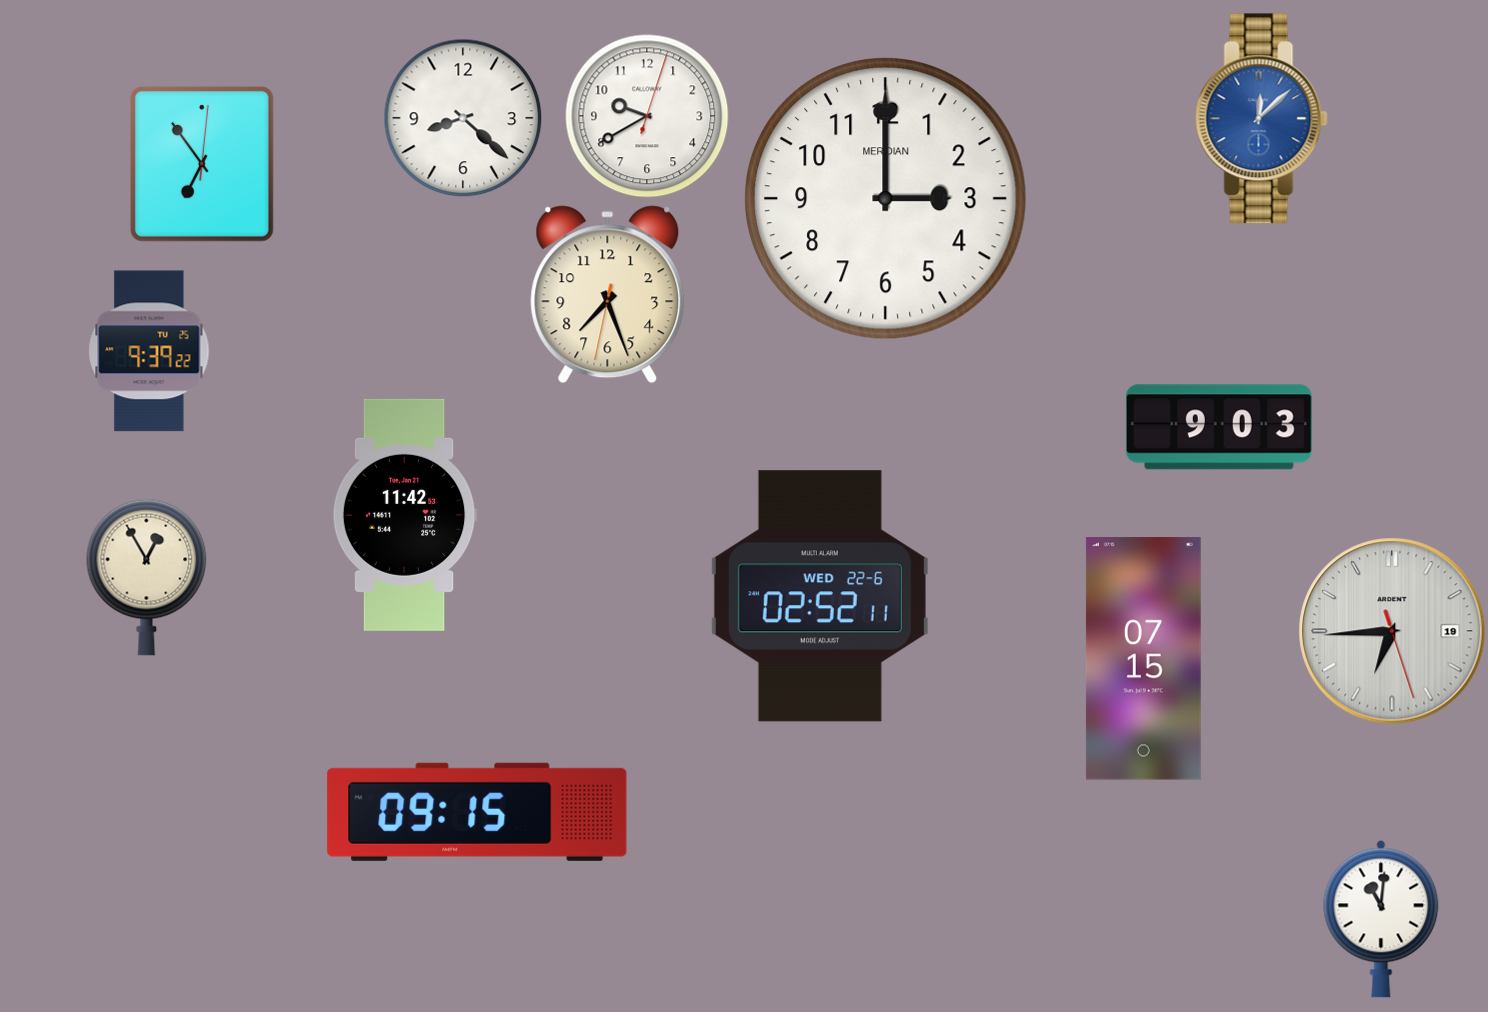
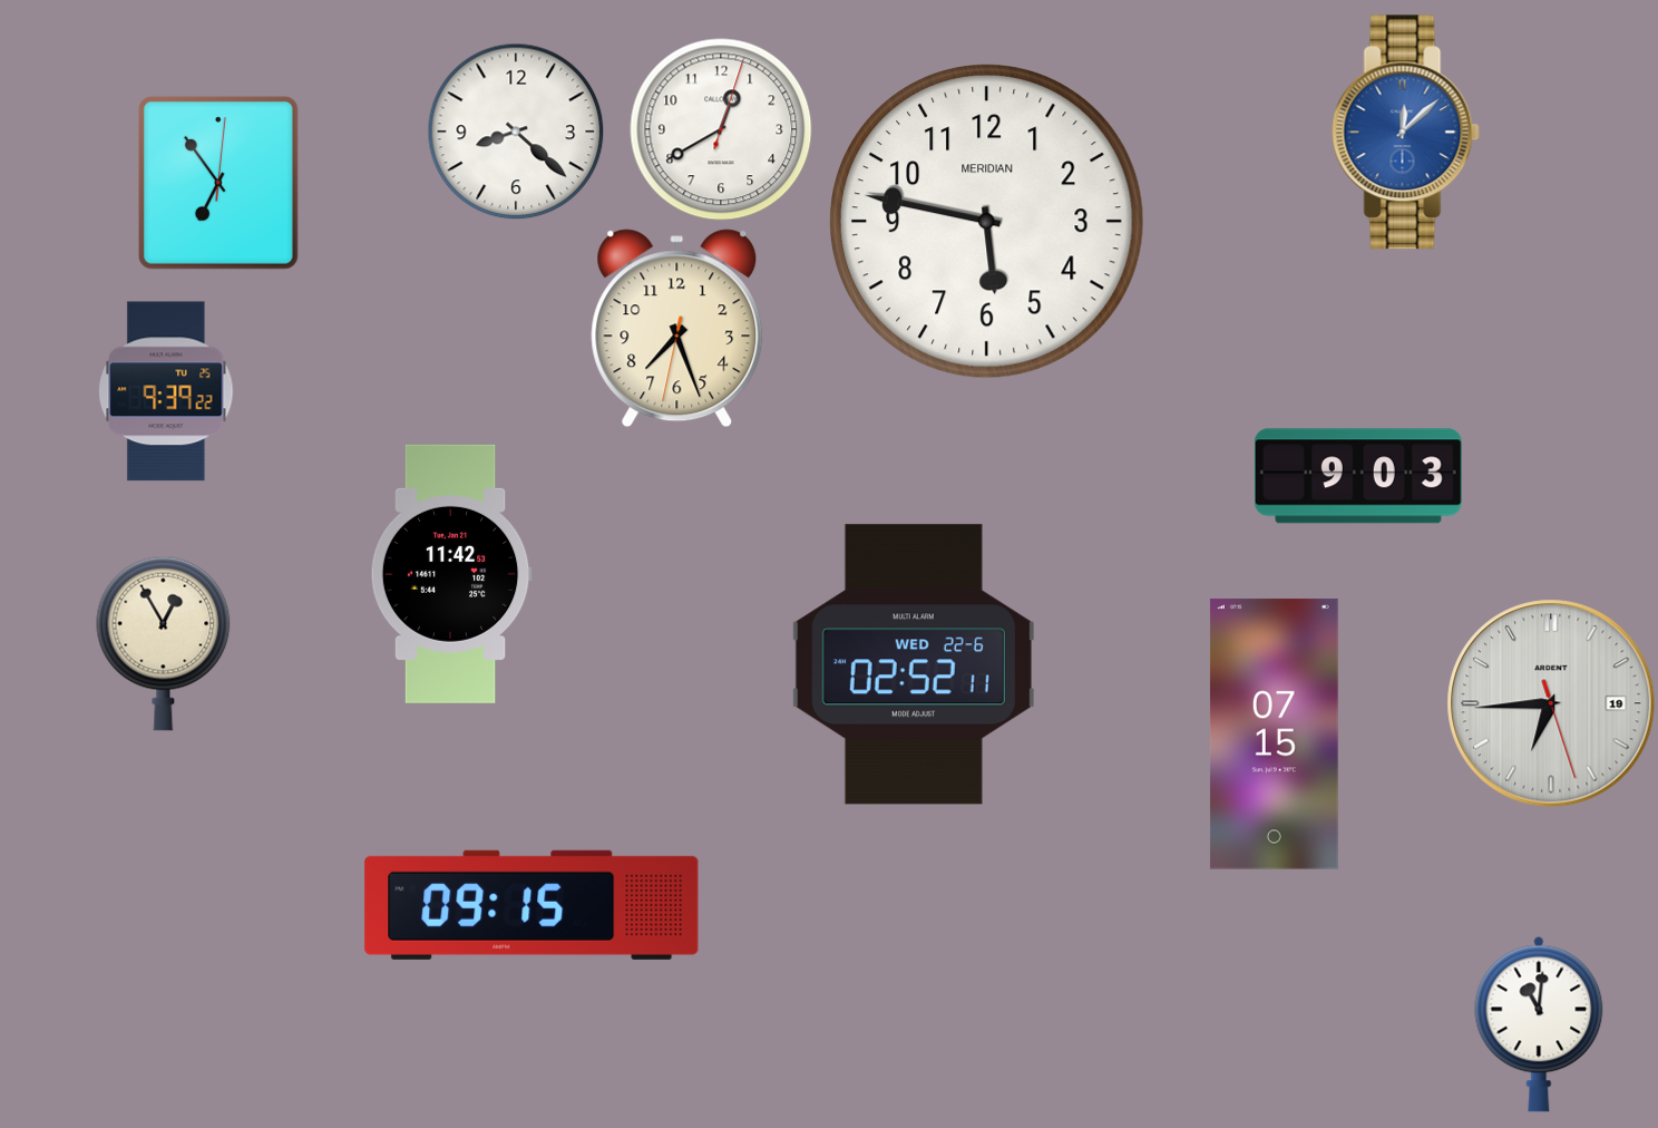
clock at (647, 116): 9:40 -> 12:40
clock at (202, 164) position: (202, 164) -> (218, 183)
clock at (886, 199): 3:00 -> 5:47
